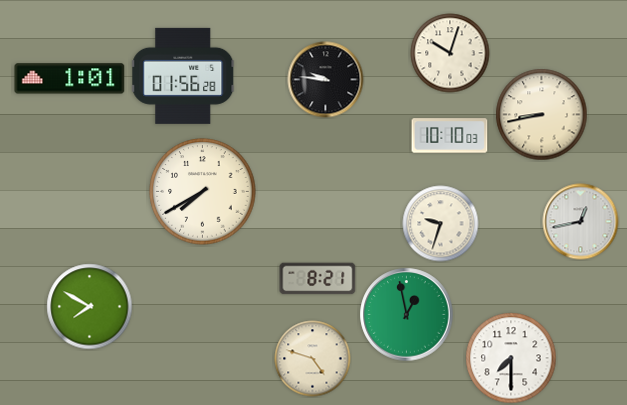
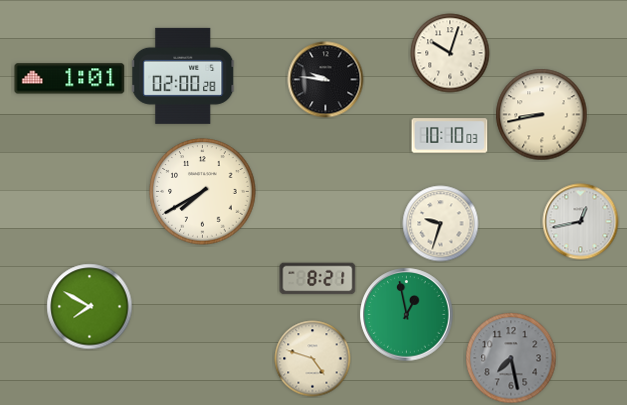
clock at (184, 76): 01:56 -> 02:00
clock at (511, 358): 7:30 -> 7:28
clock at (511, 358) dial: white -> grey
